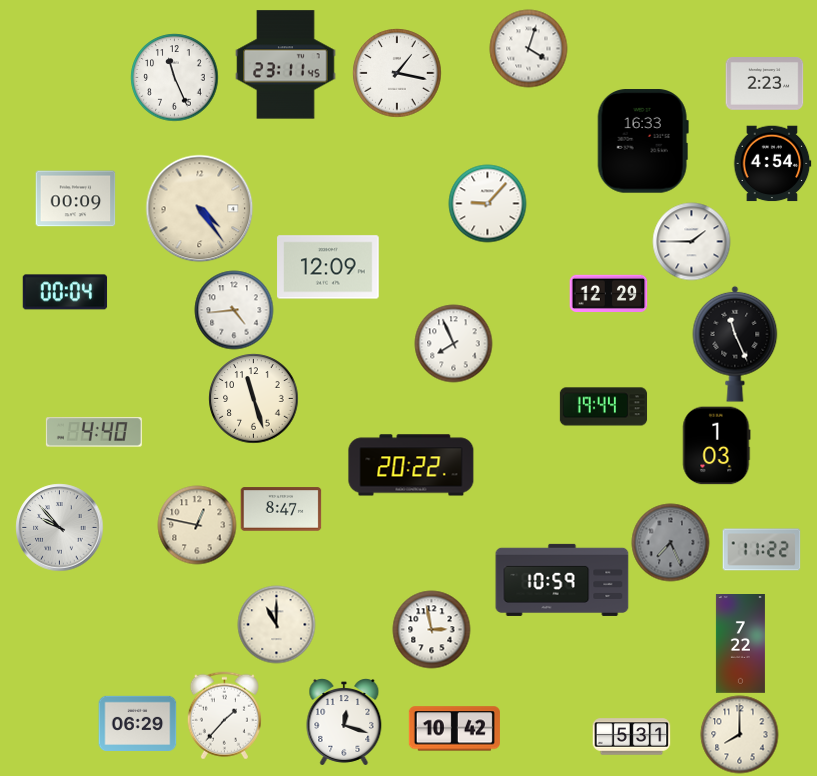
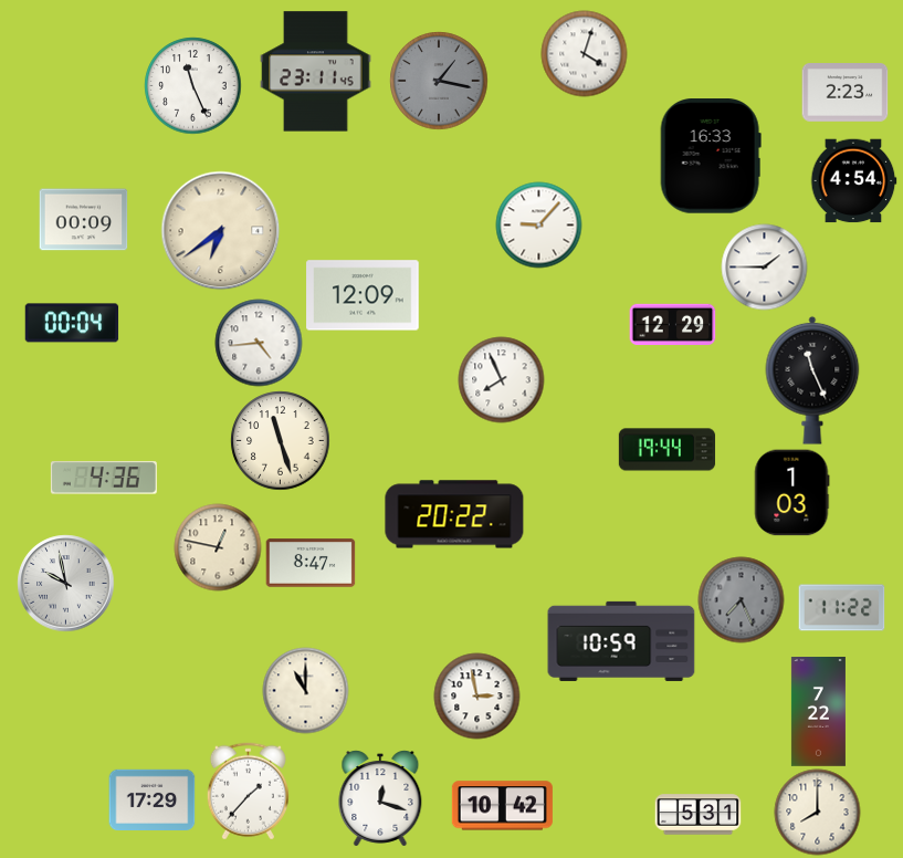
clock at (397, 73) dial: white -> grey
clock at (199, 208): 4:24 -> 6:39
clock at (94, 432): 4:40 -> 4:36
clock at (197, 525) position: (197, 525) -> (218, 547)
clock at (59, 527): 9:53 -> 9:58
clock at (137, 723): 06:29 -> 17:29
